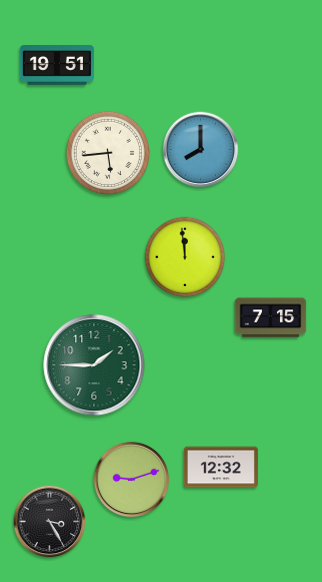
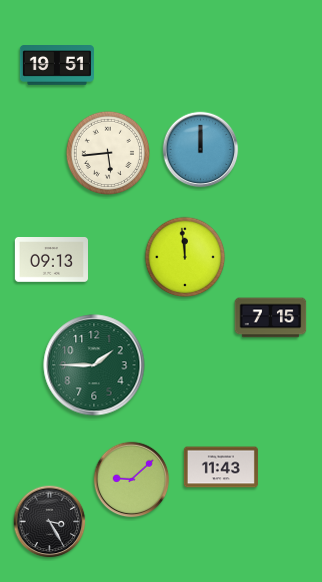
clock at (201, 150): 8:00 -> 12:00
clock at (51, 260): none -> 09:13
clock at (221, 467): 12:32 -> 11:43
clock at (132, 480): 9:12 -> 9:08
